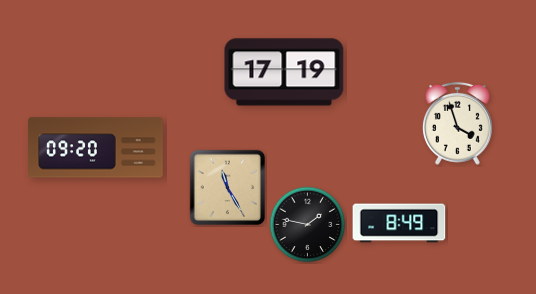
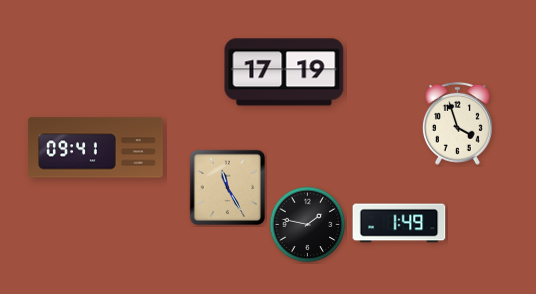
clock at (96, 148): 09:20 -> 09:41
clock at (399, 223): 8:49 -> 1:49
